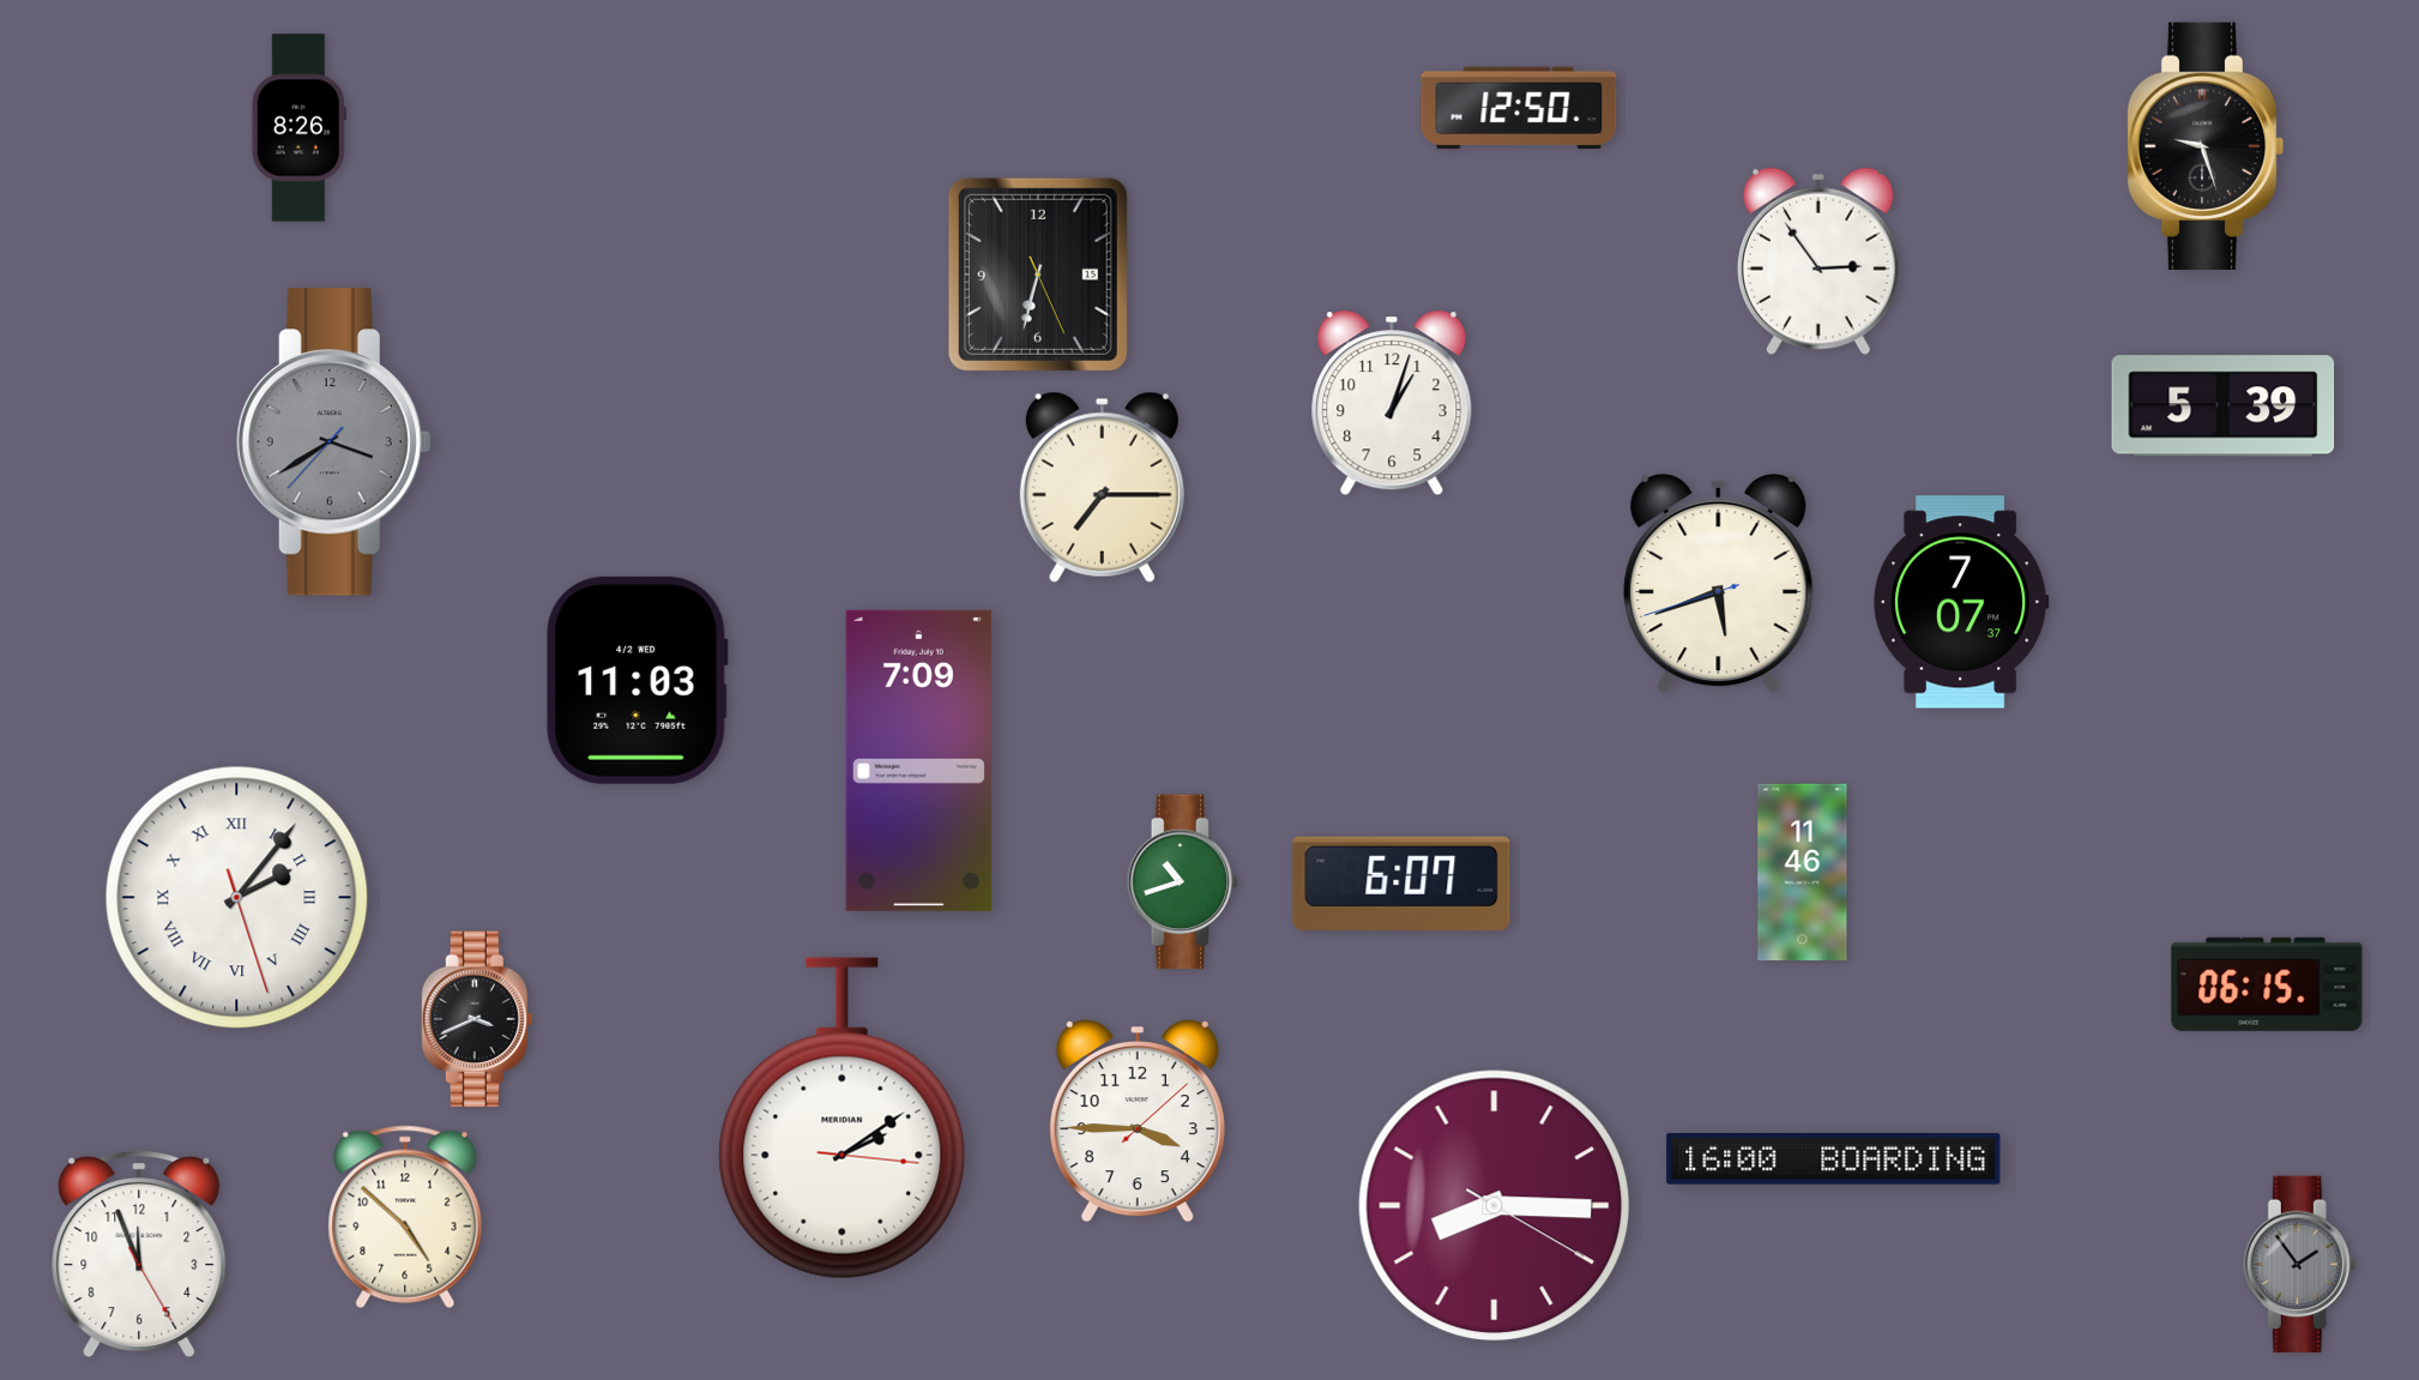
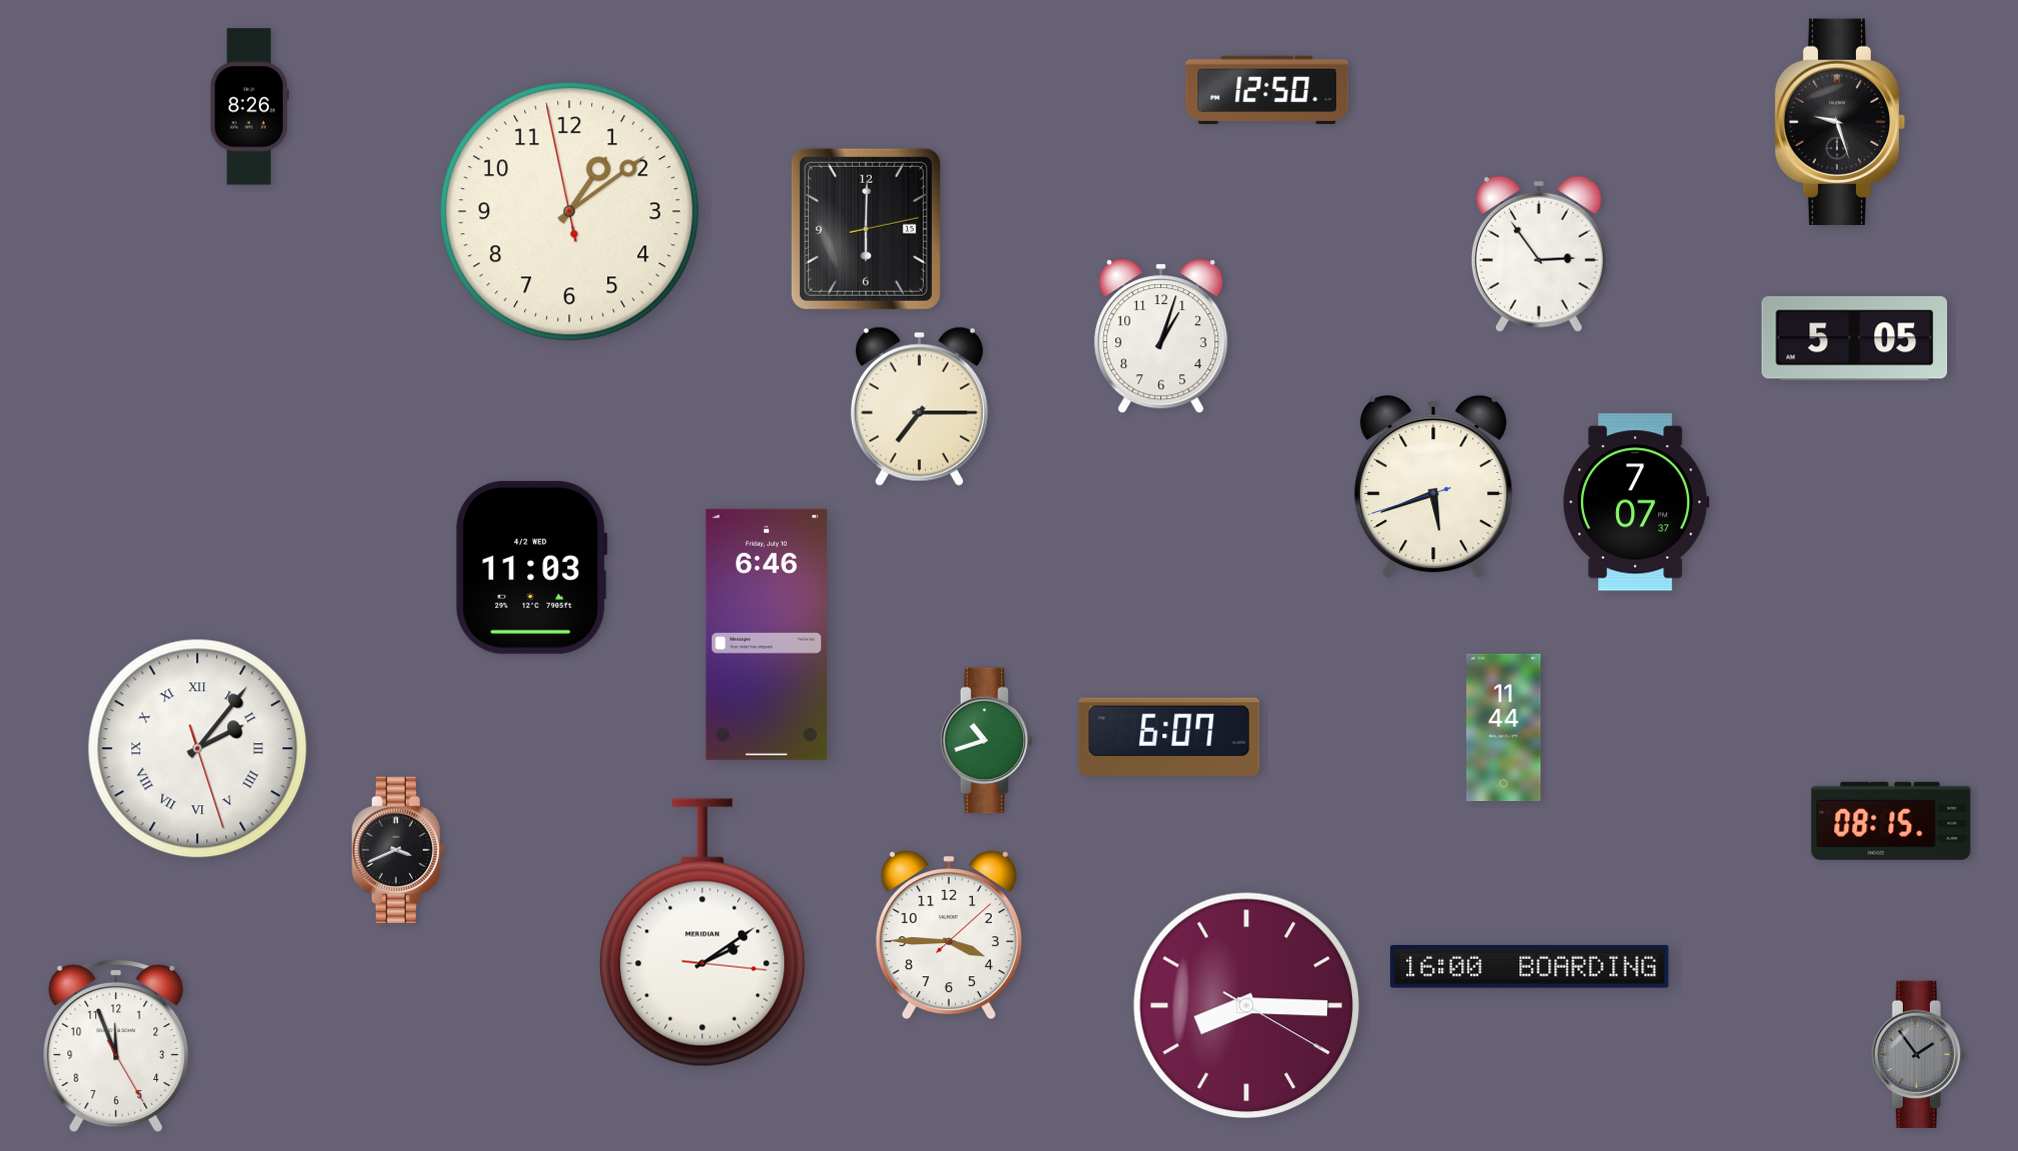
clock at (570, 212): none -> 1:08
clock at (1818, 261) position: (1818, 261) -> (1539, 254)
clock at (1038, 275): 6:32 -> 6:00
clock at (2224, 406): 5:39 -> 5:05
clock at (333, 442): 3:39 -> none
clock at (918, 760): 7:09 -> 6:46
clock at (1803, 873): 11:46 -> 11:44
clock at (1183, 882) position: (1183, 882) -> (987, 741)
clock at (2267, 984): 06:15 -> 08:15
clock at (405, 1217): 4:52 -> none
